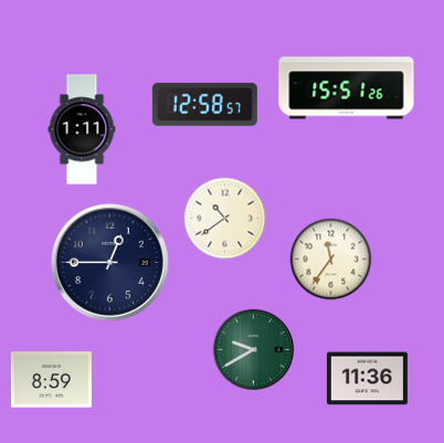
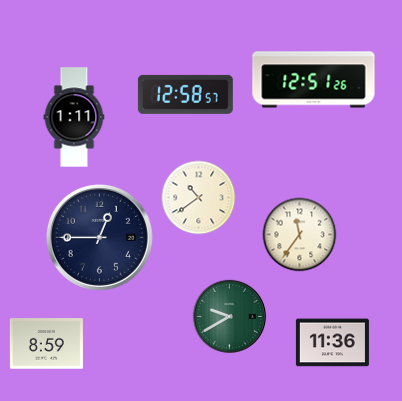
clock at (347, 88): 15:51 -> 12:51
clock at (225, 219) position: (225, 219) -> (199, 198)
